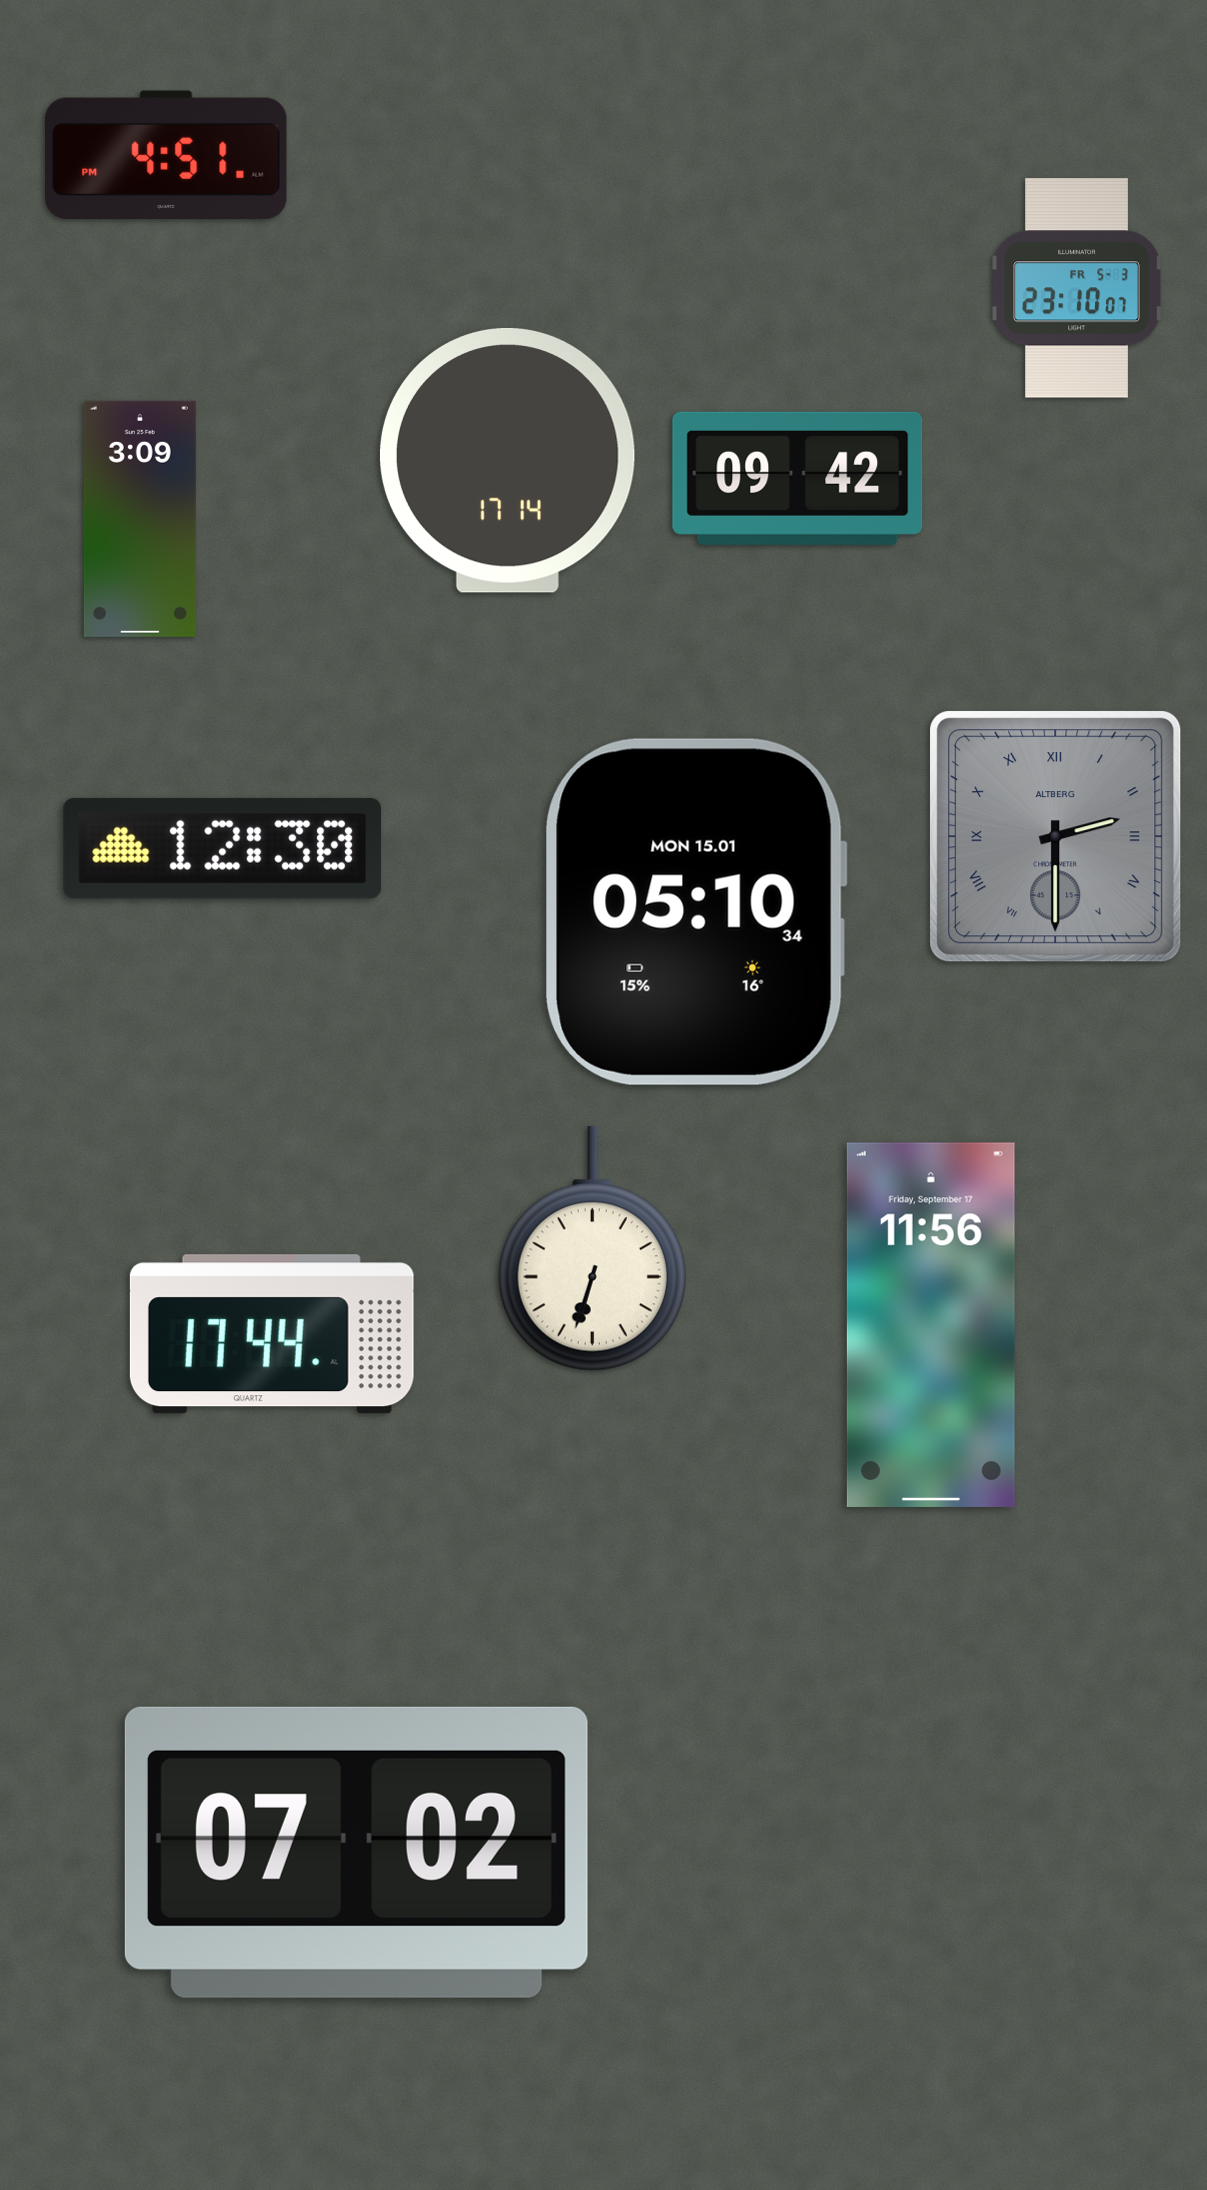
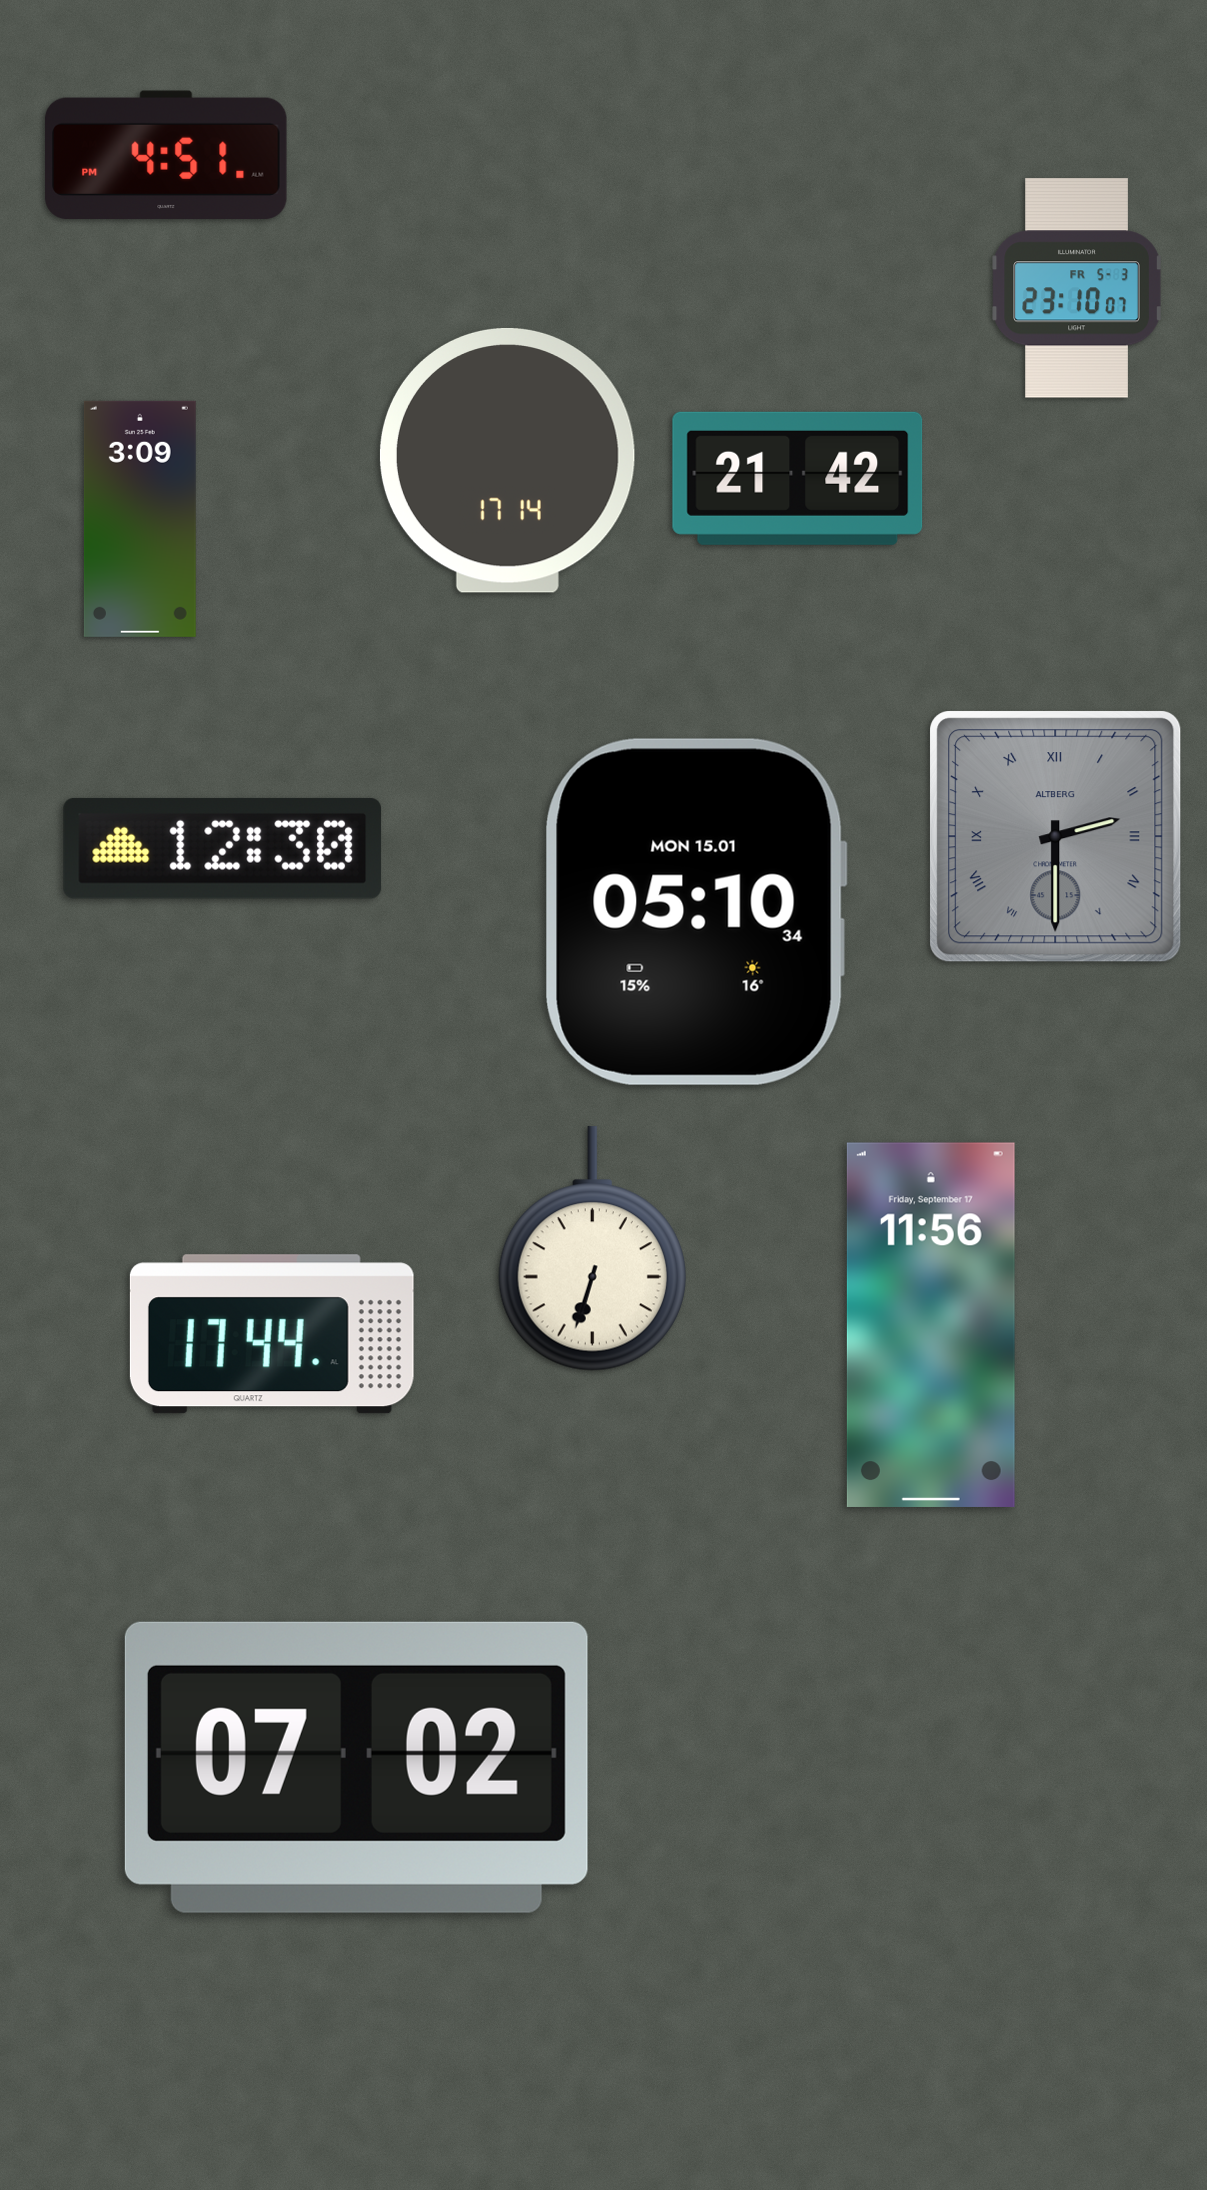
clock at (798, 478): 09:42 -> 21:42
clock at (356, 1852) position: (356, 1852) -> (356, 1767)
